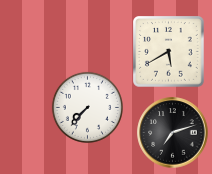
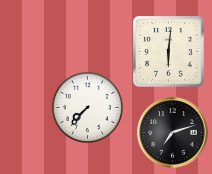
clock at (169, 52): 5:40 -> 6:01
